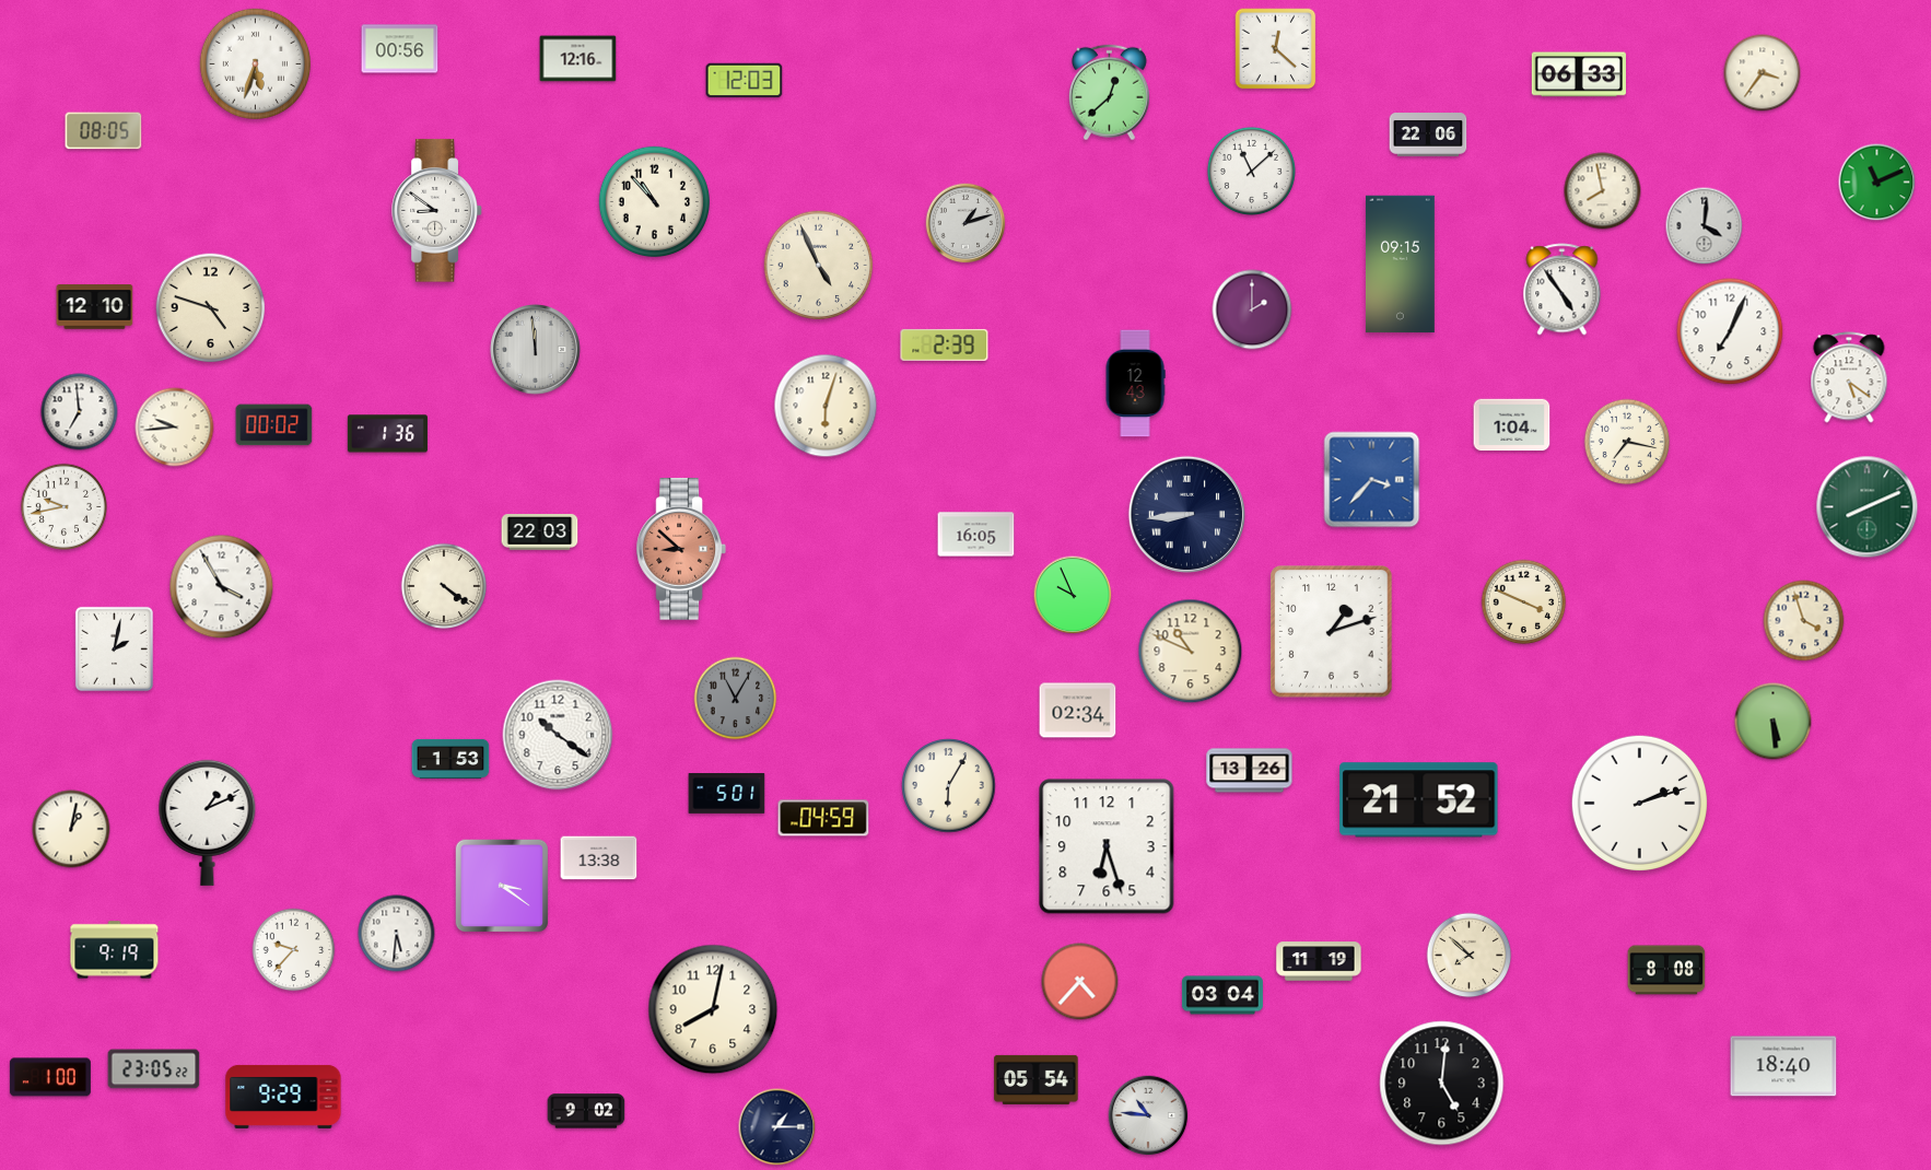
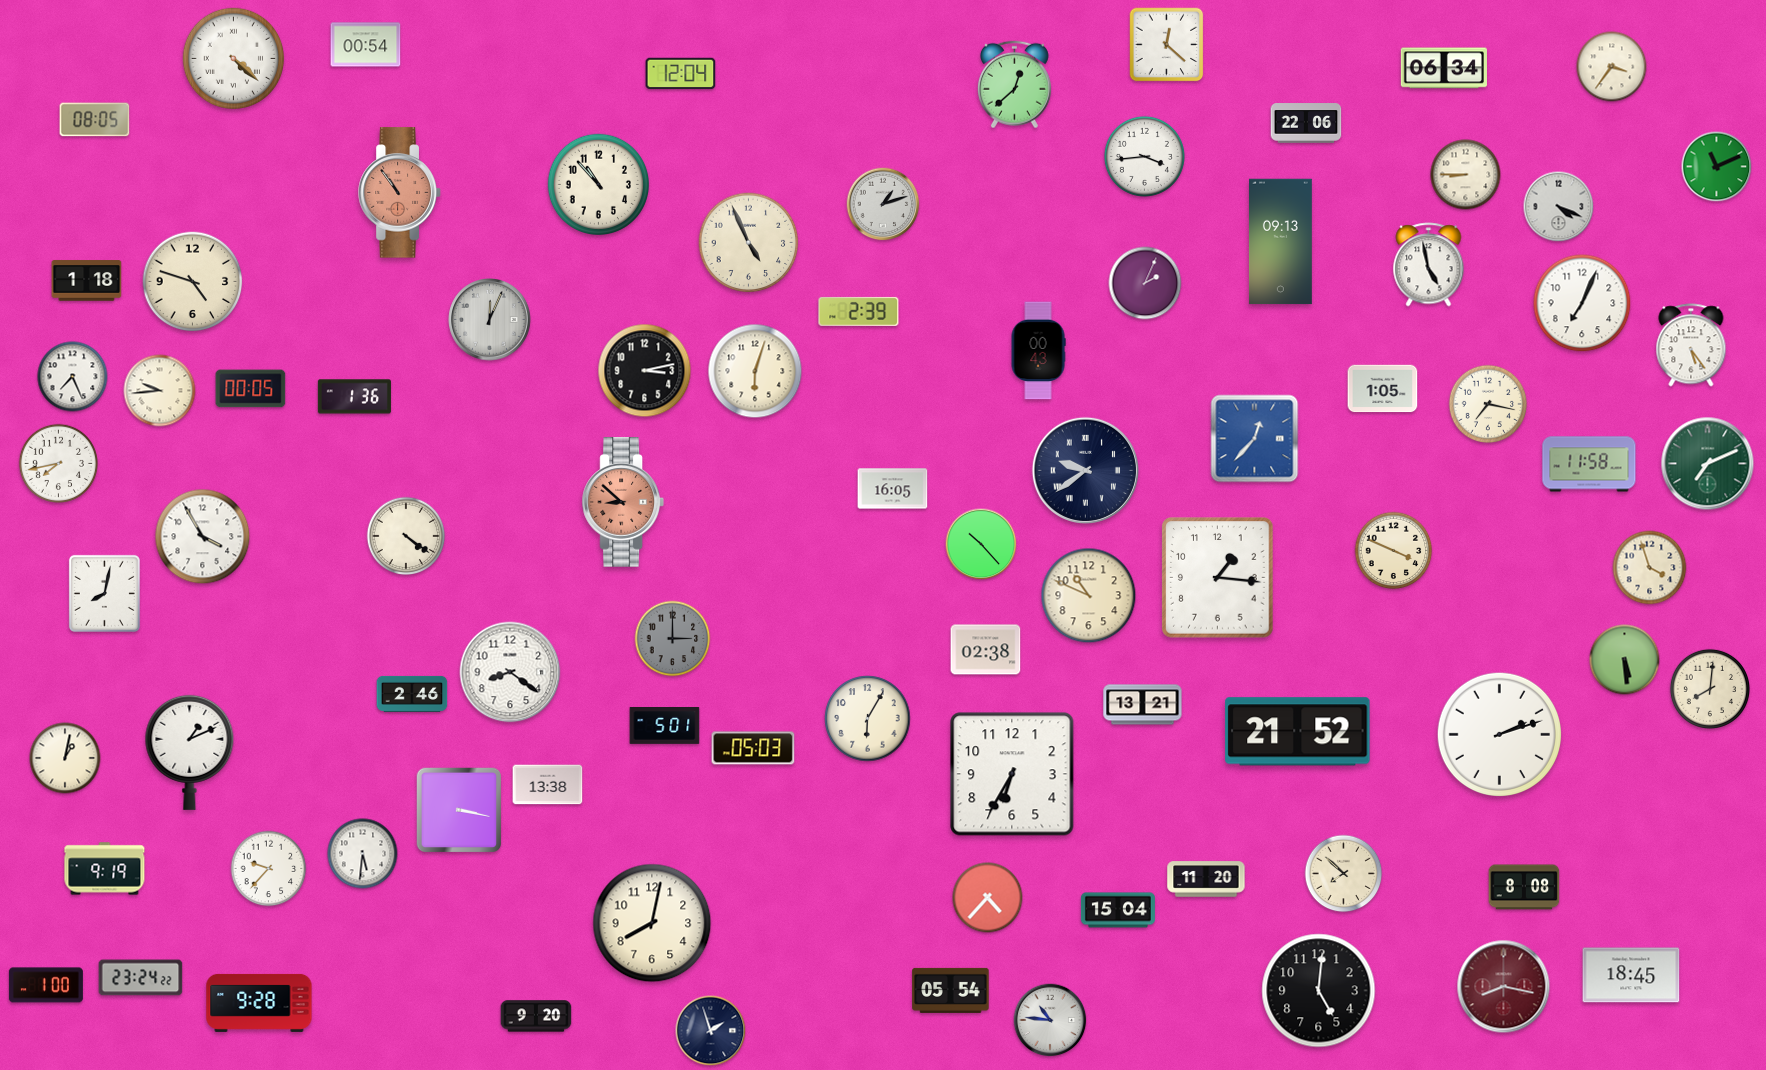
clock at (400, 49): 00:56 -> 00:54
clock at (578, 59): 12:16 -> none
clock at (255, 63): 5:33 -> 4:22
clock at (1579, 74): 06:33 -> 06:34
clock at (745, 81): 12:03 -> 12:04
clock at (1251, 171): 11:08 -> 3:44
clock at (1603, 191): 7:58 -> 8:45
clock at (437, 211): 8:51 -> 10:54
clock at (437, 211) dial: white -> salmon
clock at (1705, 226): 4:01 -> 4:19
clock at (1400, 265): 09:15 -> 09:13
clock at (1563, 290): 4:54 -> 4:58
clock at (95, 307): 12:10 -> 1:18
clock at (1252, 309): 2:00 -> 2:04
clock at (945, 344) position: (945, 344) -> (859, 311)
clock at (536, 350): 11:59 -> 12:04
clock at (1849, 377): 5:21 -> 5:24
clock at (1135, 384): 12:43 -> 00:43
clock at (645, 371): none -> 3:13
clock at (80, 412): 6:59 -> 7:26
clock at (274, 425): 00:02 -> 00:05
clock at (1512, 425): 1:04 -> 1:05
clock at (1372, 480): 3:37 -> 12:37
clock at (63, 506): 9:43 -> 7:43
clock at (1589, 464): none -> 11:58
clock at (1868, 507): 8:11 -> 7:11
clock at (1186, 514): 8:44 -> 9:39
clock at (540, 533): 22:03 -> none
clock at (1073, 595): 9:56 -> 10:23
clock at (1332, 632): 1:12 -> 1:16
clock at (114, 648): 2:02 -> 8:02
clock at (736, 699): 11:05 -> 3:00
clock at (1078, 711): 02:34 -> 02:38
clock at (1774, 722) position: (1774, 722) -> (1625, 660)
clock at (558, 735): 10:21 -> 8:21
clock at (1710, 689): none -> 8:01
clock at (450, 759): 1:53 -> 2:46
clock at (1250, 771): 13:26 -> 13:21
clock at (823, 818): 04:59 -> 05:03
clock at (1107, 846): 6:27 -> 6:35
clock at (502, 886): 3:21 -> 3:17
clock at (1319, 961): 11:19 -> 11:20
clock at (1222, 995): 03:04 -> 15:04
clock at (1783, 1066): 18:40 -> 18:45
clock at (154, 1069): 23:05 -> 23:24
clock at (1037, 1079) position: (1037, 1079) -> (951, 990)
clock at (1504, 987): none -> 8:17
clock at (283, 1097): 9:29 -> 9:28
clock at (586, 1111): 9:02 -> 9:20
clock at (777, 1127): 1:15 -> 1:57
